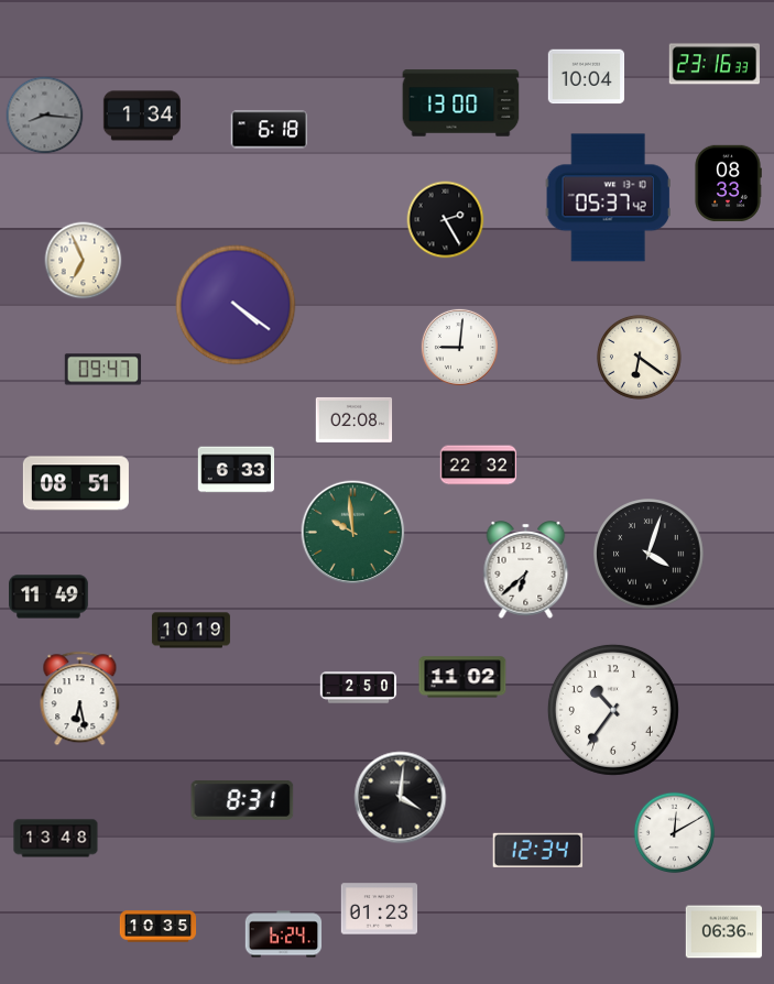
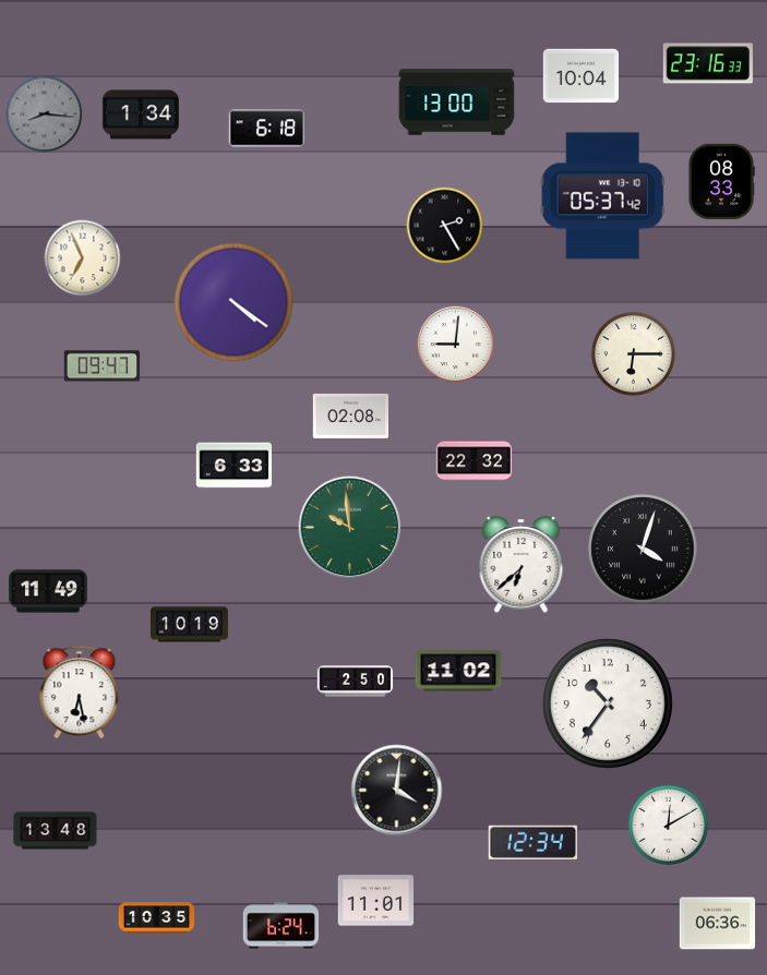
clock at (446, 220) position: (446, 220) -> (445, 226)
clock at (639, 358): 6:21 -> 6:15
clock at (76, 483): 08:51 -> none
clock at (242, 800): 8:31 -> none
clock at (380, 909): 01:23 -> 11:01
